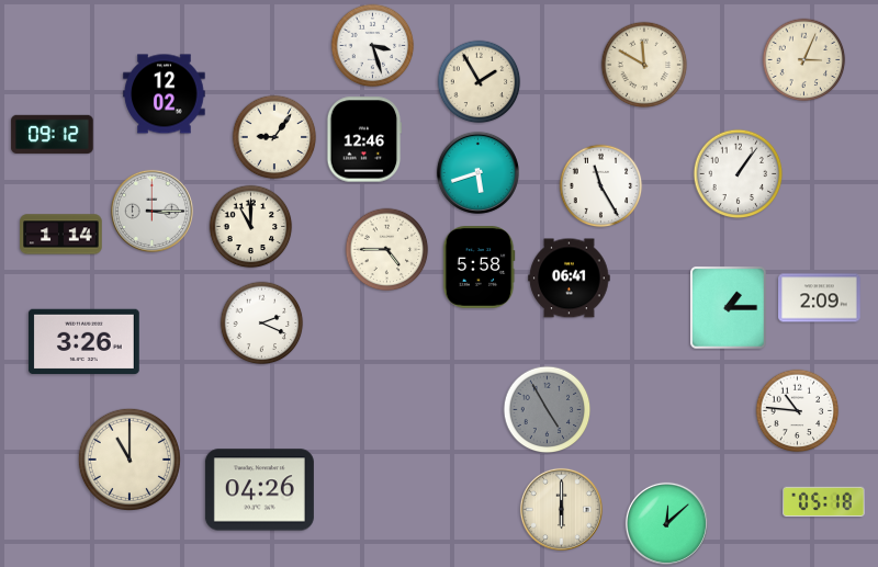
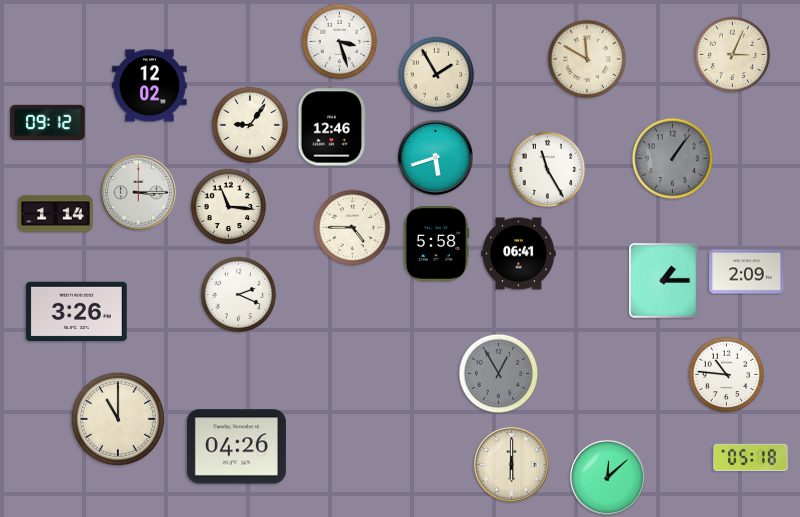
clock at (739, 174) dial: white -> grey
clock at (251, 227): 11:00 -> 11:16
clock at (548, 410): 4:55 -> 12:55
